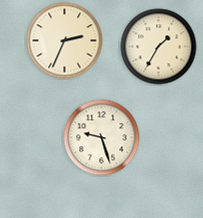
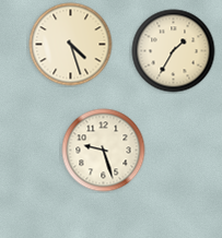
clock at (65, 41): 2:34 -> 4:27
clock at (102, 138) position: (102, 138) -> (104, 151)
